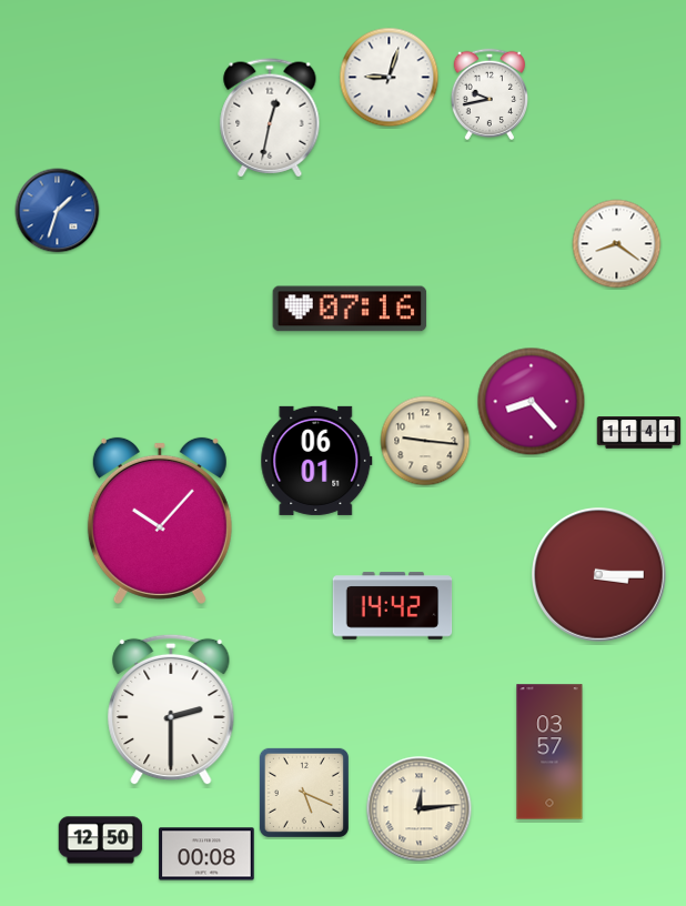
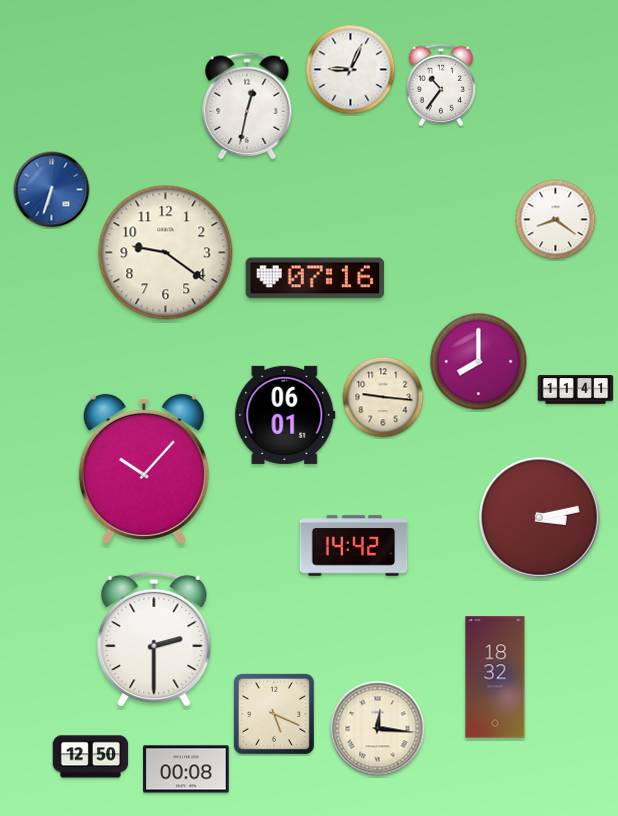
clock at (390, 78): 9:03 -> 9:04
clock at (488, 93): 9:43 -> 10:36
clock at (270, 118) position: (270, 118) -> (247, 106)
clock at (58, 211): 1:33 -> 6:33
clock at (166, 253): none -> 9:21
clock at (532, 402): 8:23 -> 8:00
clock at (599, 575): 3:15 -> 3:13
clock at (549, 752): 03:57 -> 18:32
clock at (420, 809): 12:14 -> 12:16
